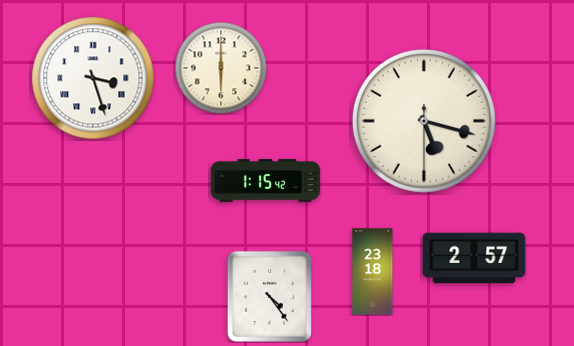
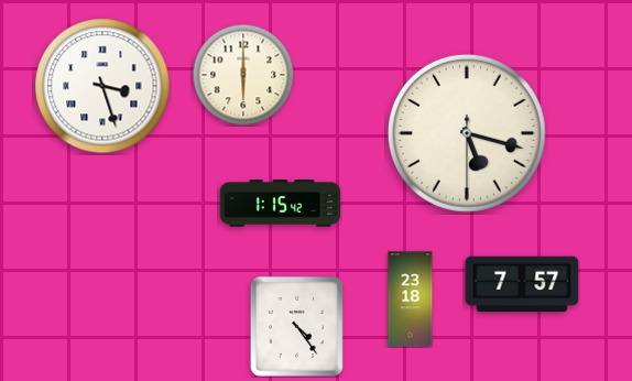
clock at (266, 181) position: (266, 181) -> (281, 204)
clock at (474, 258): 2:57 -> 7:57
